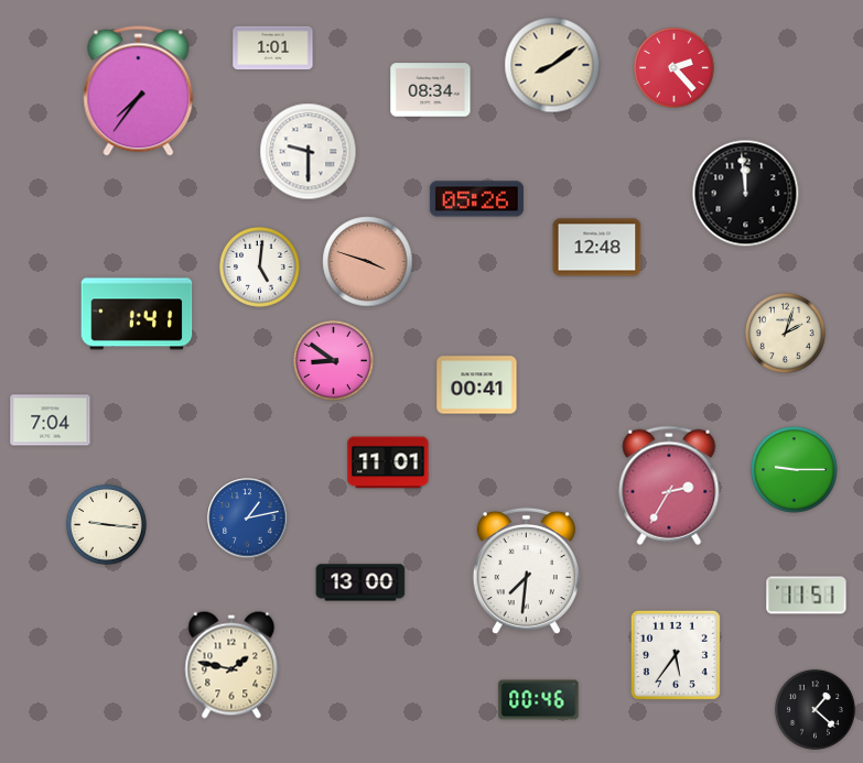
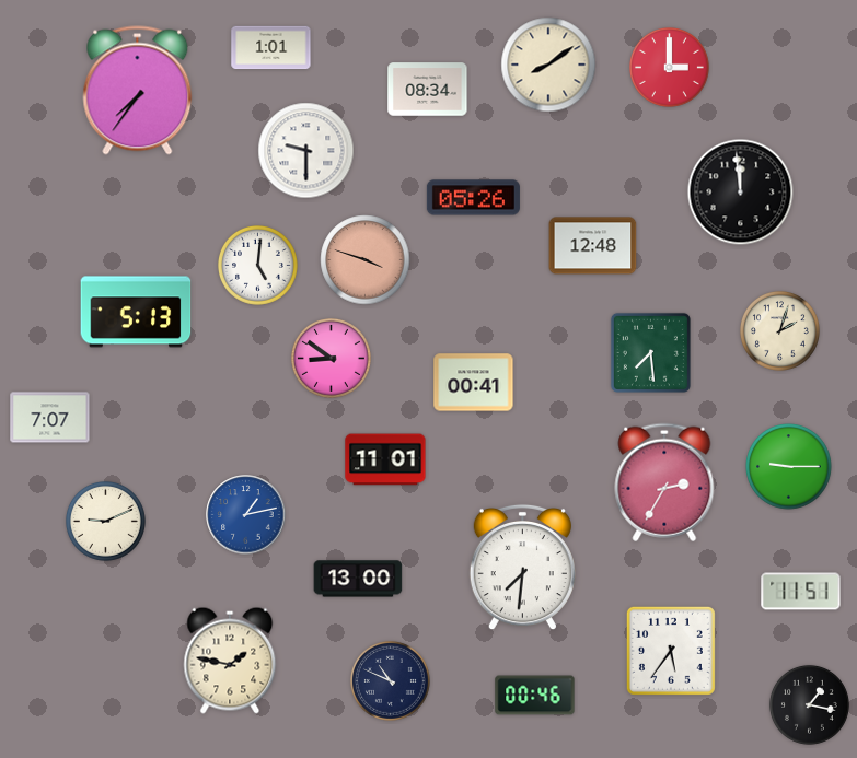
clock at (673, 67): 2:23 -> 3:00
clock at (137, 314): 1:41 -> 5:13
clock at (650, 352): none -> 7:29
clock at (51, 421): 7:04 -> 7:07
clock at (106, 524): 9:16 -> 9:11
clock at (390, 680): none -> 10:49
clock at (815, 709): 1:22 -> 1:17
